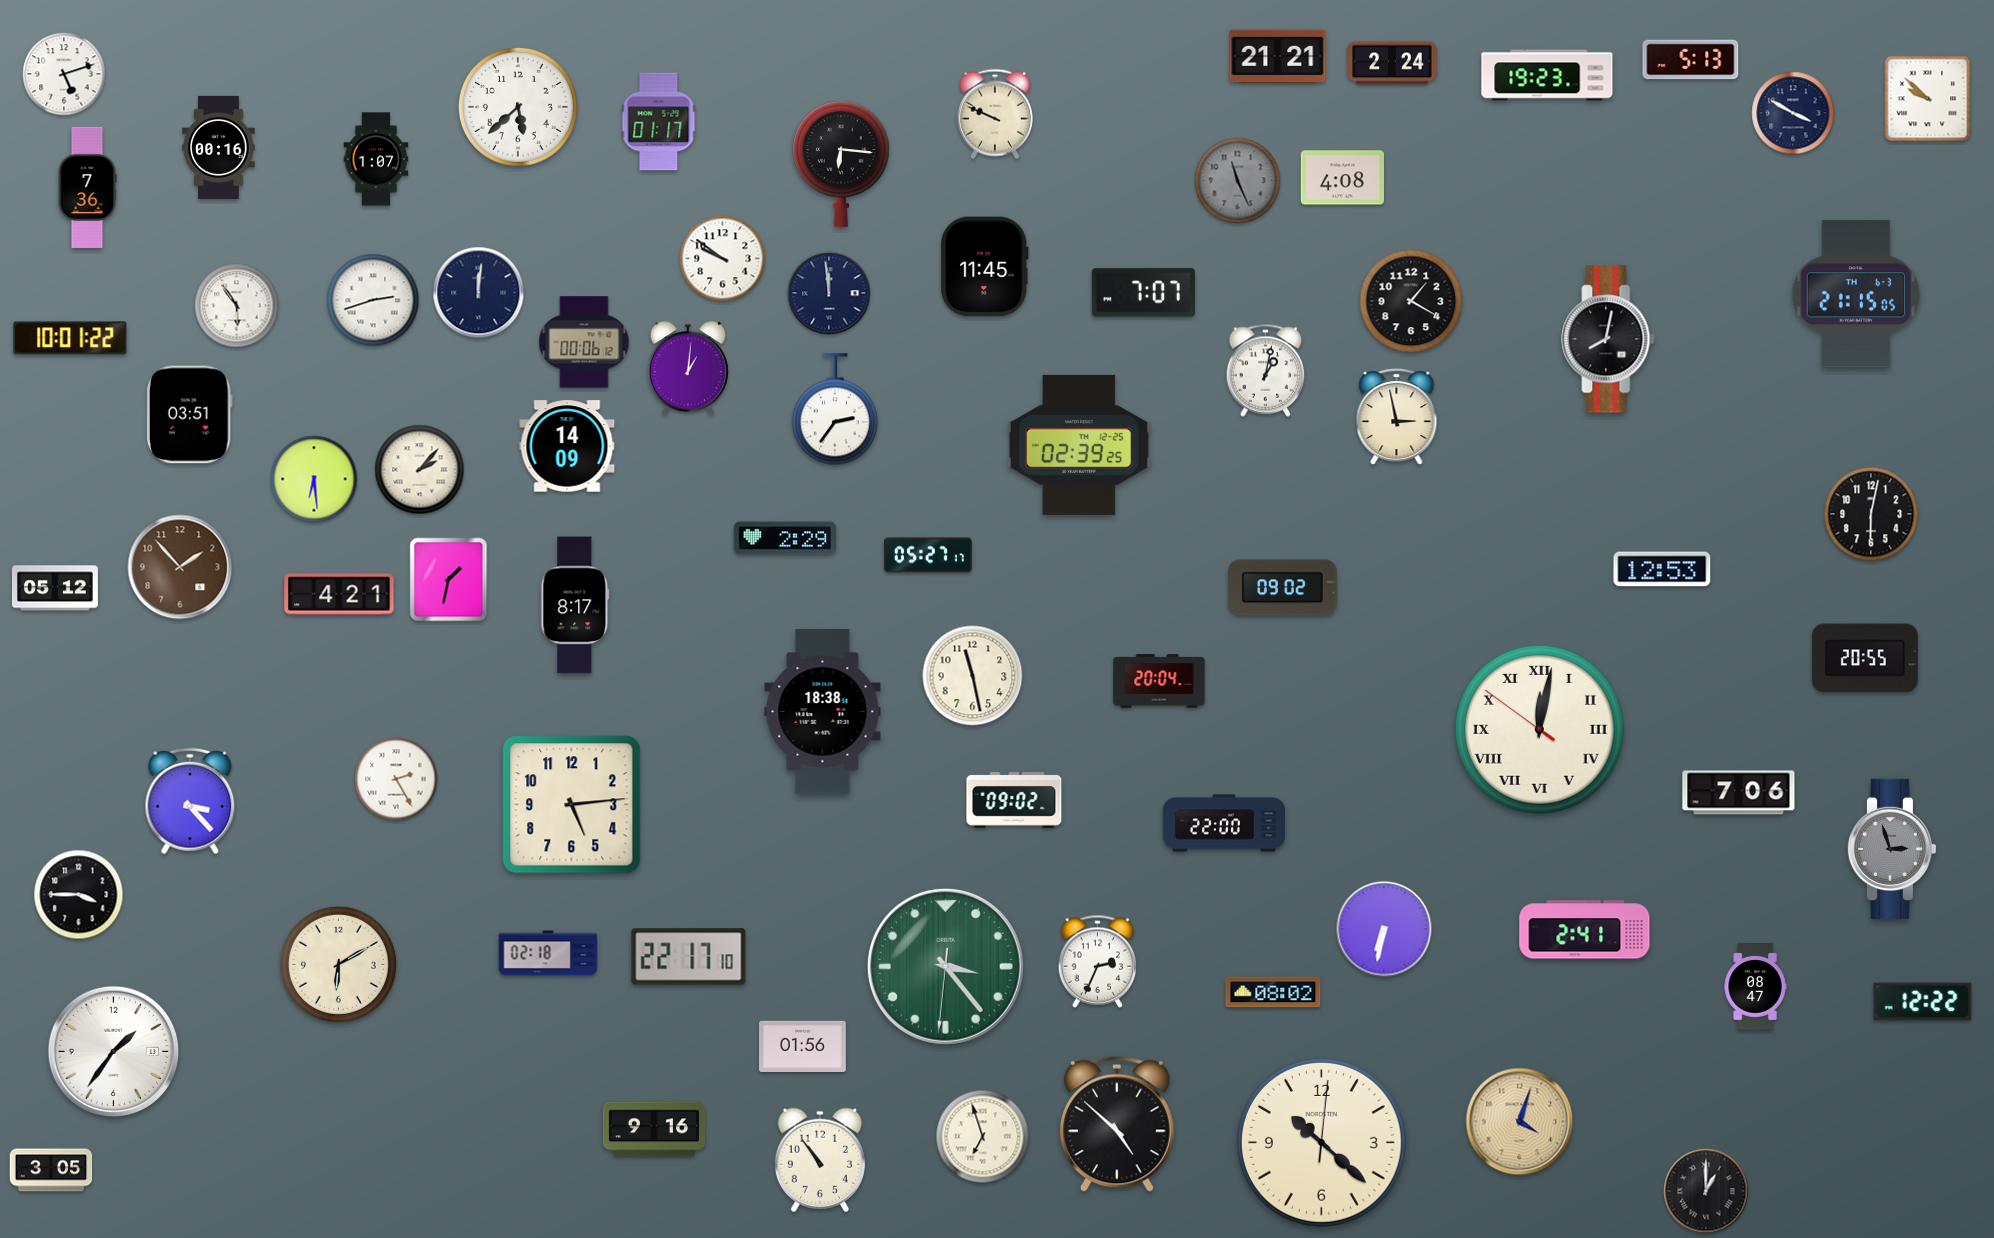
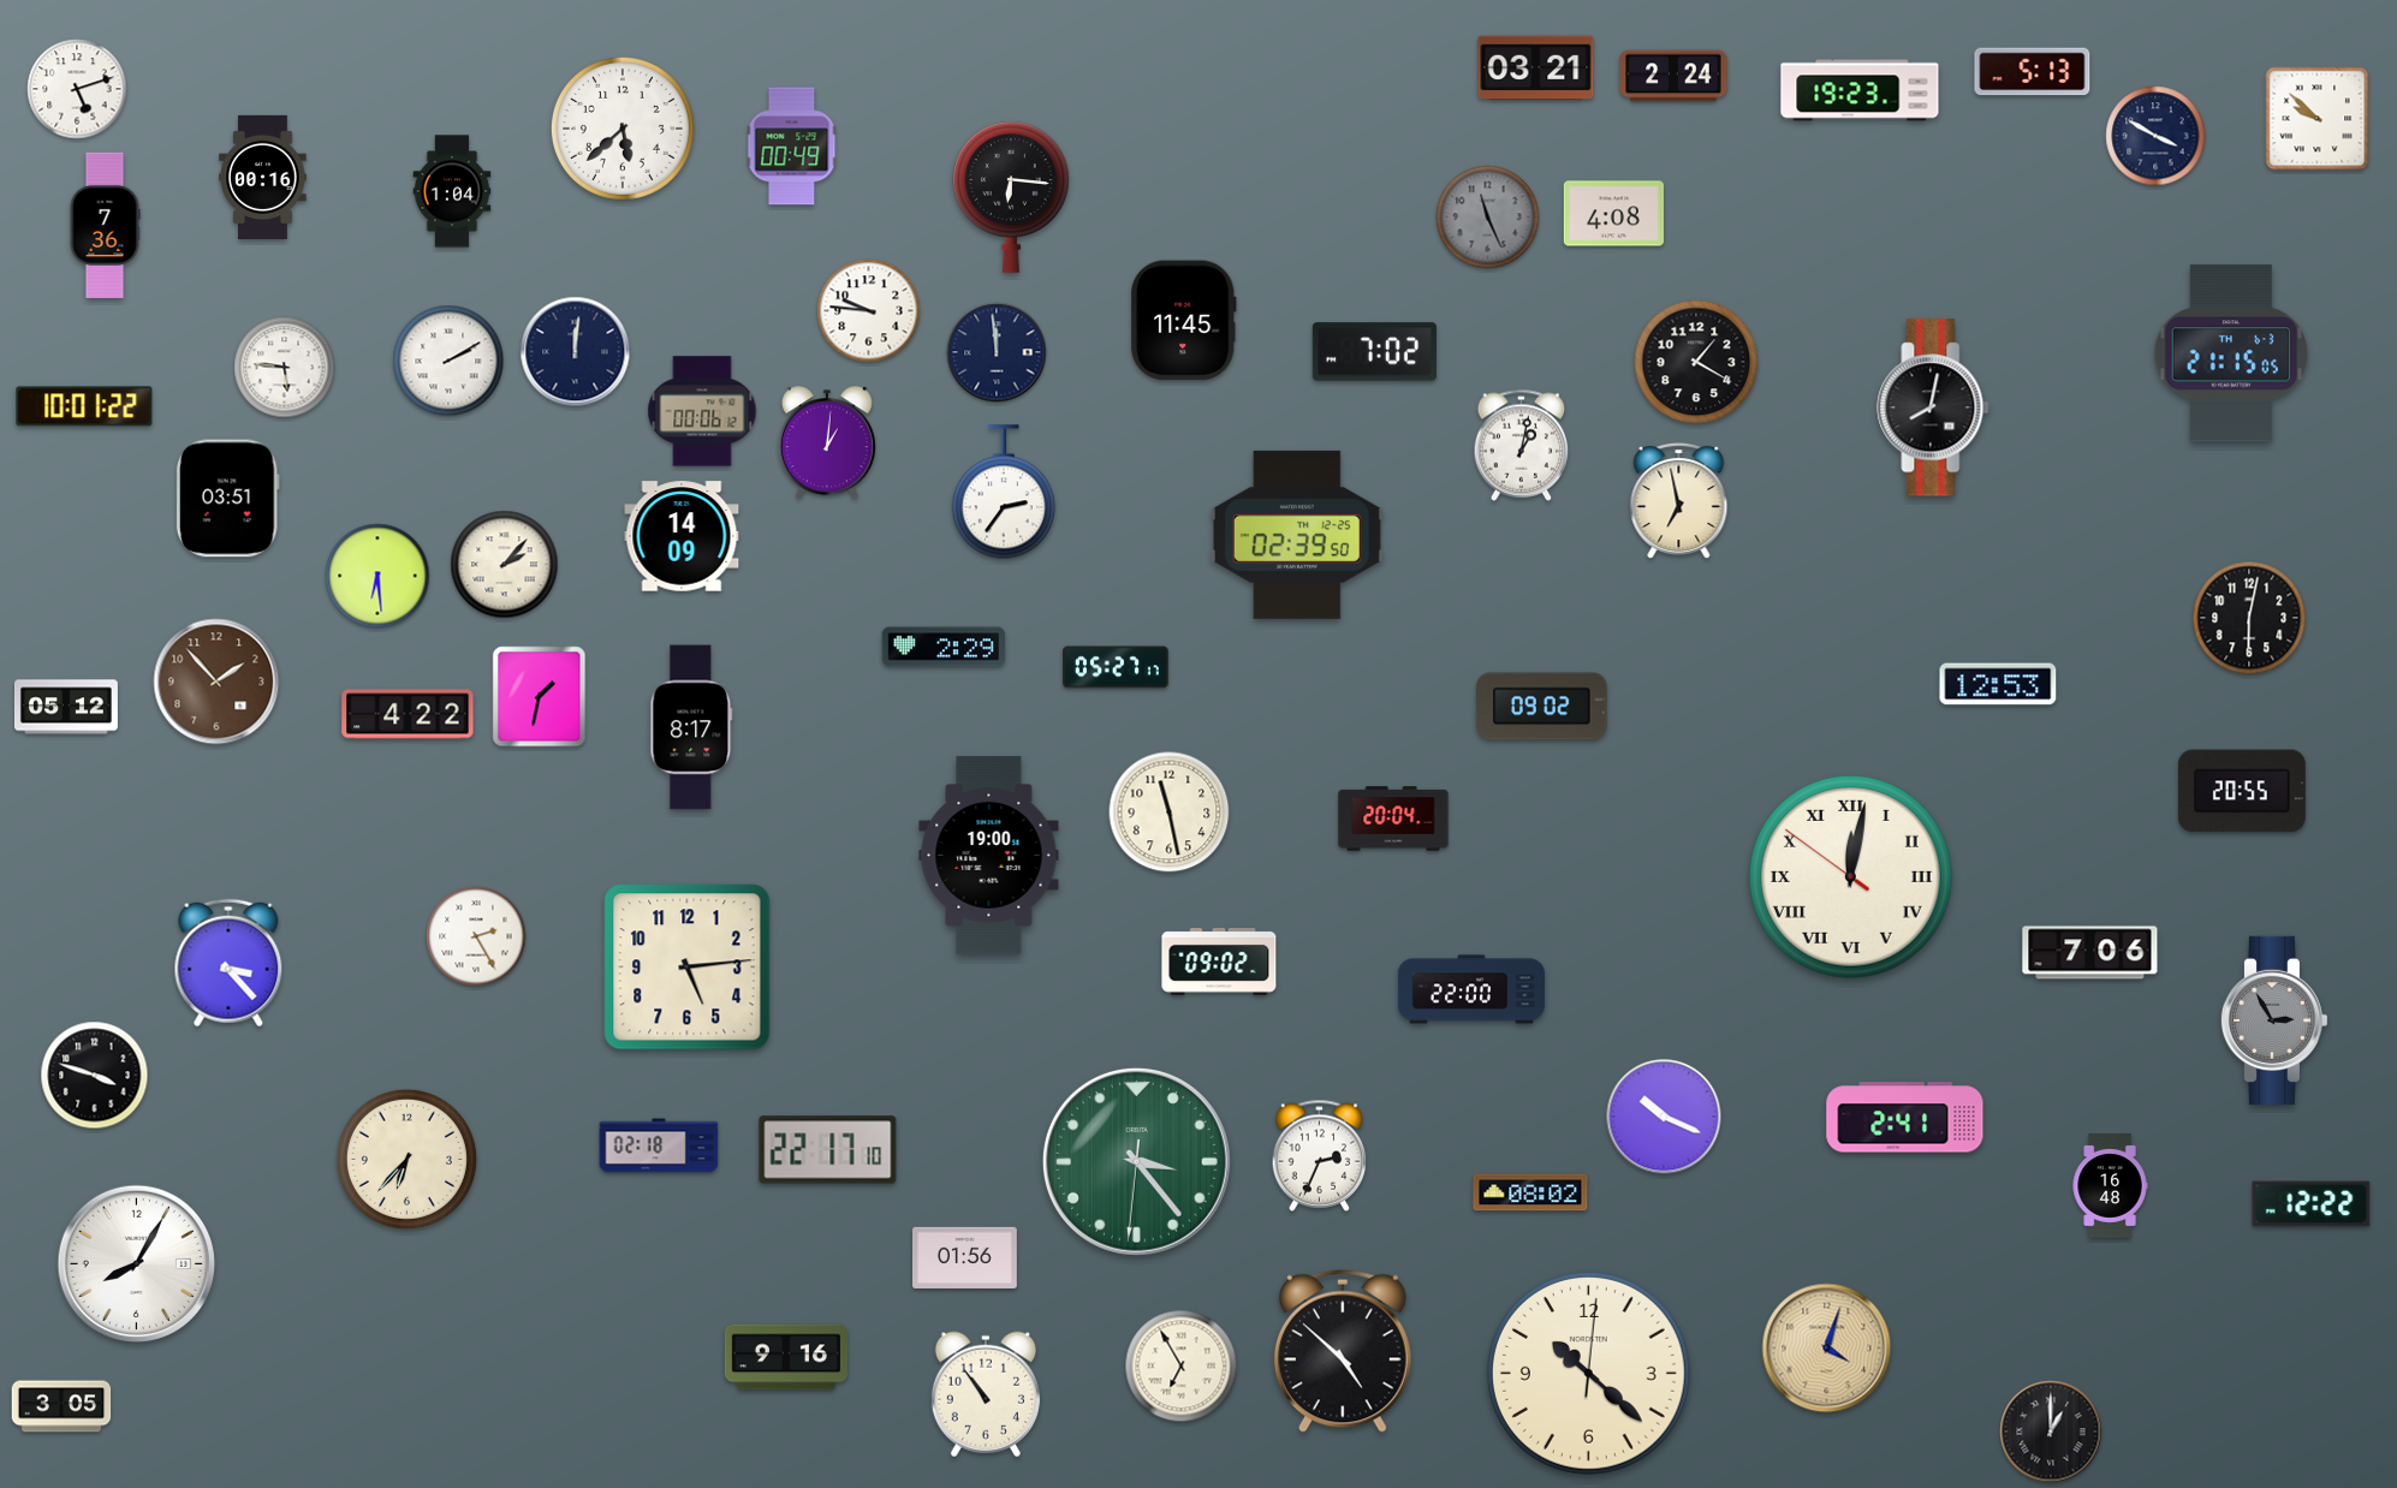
clock at (1278, 57): 21:21 -> 03:21
clock at (995, 114): 9:49 -> none
clock at (659, 122): 01:17 -> 00:49
clock at (376, 159): 1:07 -> 1:04
clock at (723, 259): 9:51 -> 9:46
clock at (1143, 293): 7:07 -> 7:02
clock at (373, 300): 2:42 -> 2:10
clock at (237, 306): 5:54 -> 5:46
clock at (1397, 417): 2:58 -> 6:58
clock at (1079, 445): 02:39:25 -> 02:39:50
clock at (339, 594): 4:21 -> 4:22
clock at (823, 712): 18:38 -> 19:00
clock at (1891, 849): 2:57 -> 2:55
clock at (79, 895): 3:45 -> 3:48
clock at (1384, 929): 6:32 -> 10:19
clock at (338, 964): 6:10 -> 6:37
clock at (1755, 987): 08:47 -> 16:48
clock at (113, 1051): 1:36 -> 8:05
clock at (983, 1137): 6:57 -> 6:55
